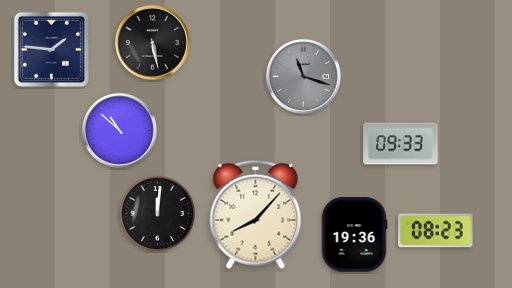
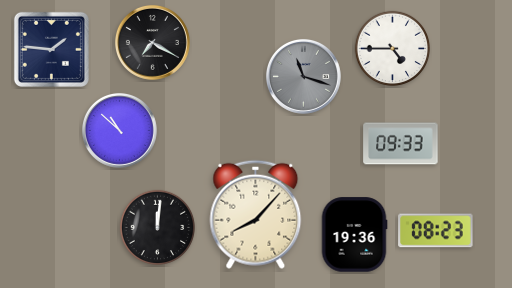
clock at (152, 42): 5:28 -> 7:20
clock at (393, 49): none -> 4:45
clock at (158, 214) position: (158, 214) -> (158, 228)
